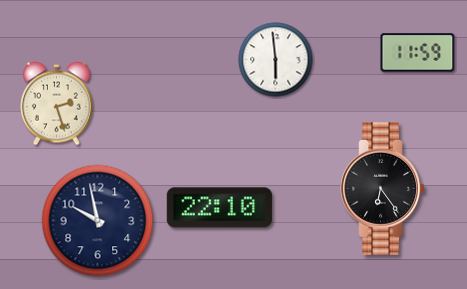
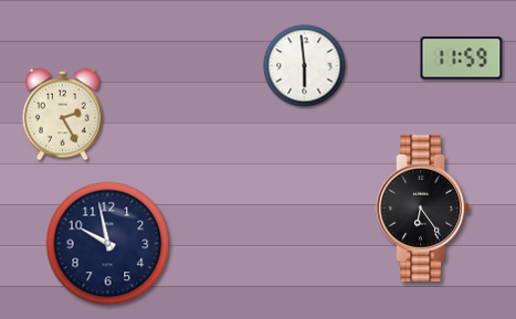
clock at (57, 104): 2:27 -> 2:25
clock at (219, 208): 22:10 -> none
